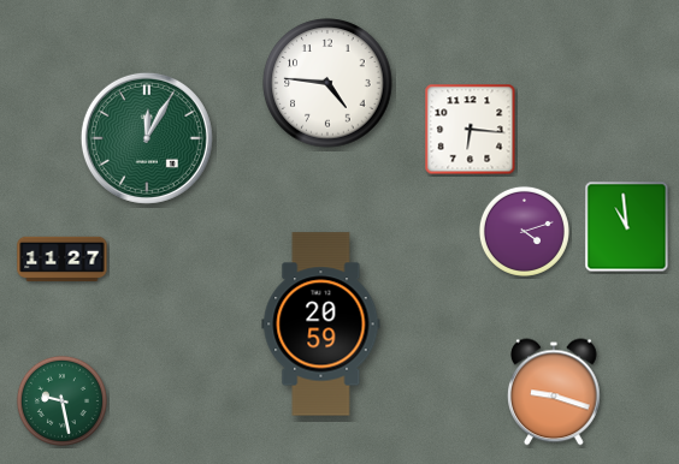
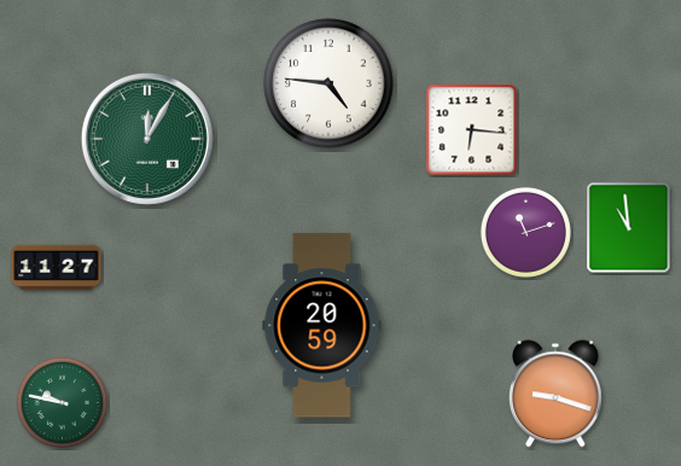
clock at (524, 231): 4:12 -> 11:12
clock at (63, 260) position: (63, 260) -> (57, 268)
clock at (61, 400): 9:28 -> 9:47
